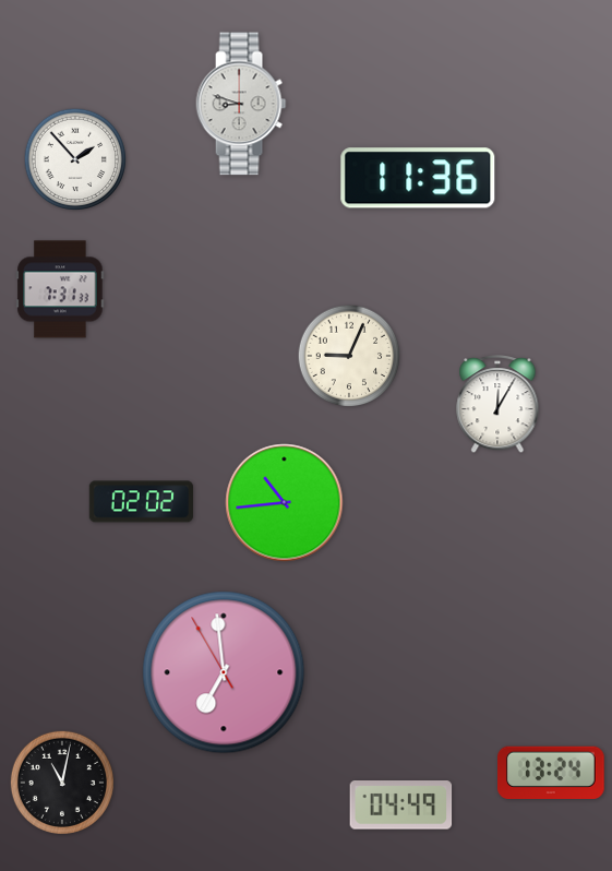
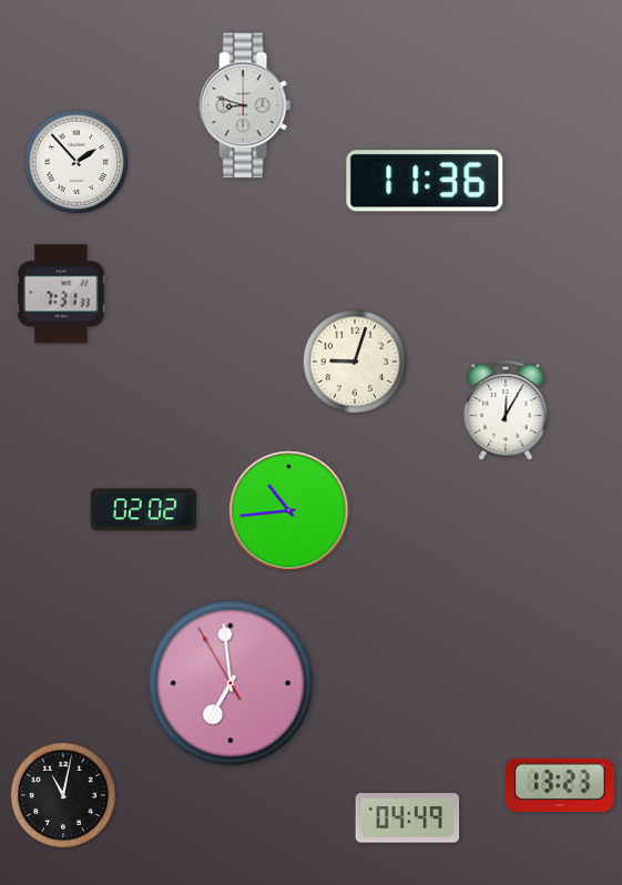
clock at (349, 356): 9:04 -> 9:03
clock at (224, 672) position: (224, 672) -> (231, 683)
clock at (552, 772): 13:24 -> 13:23
